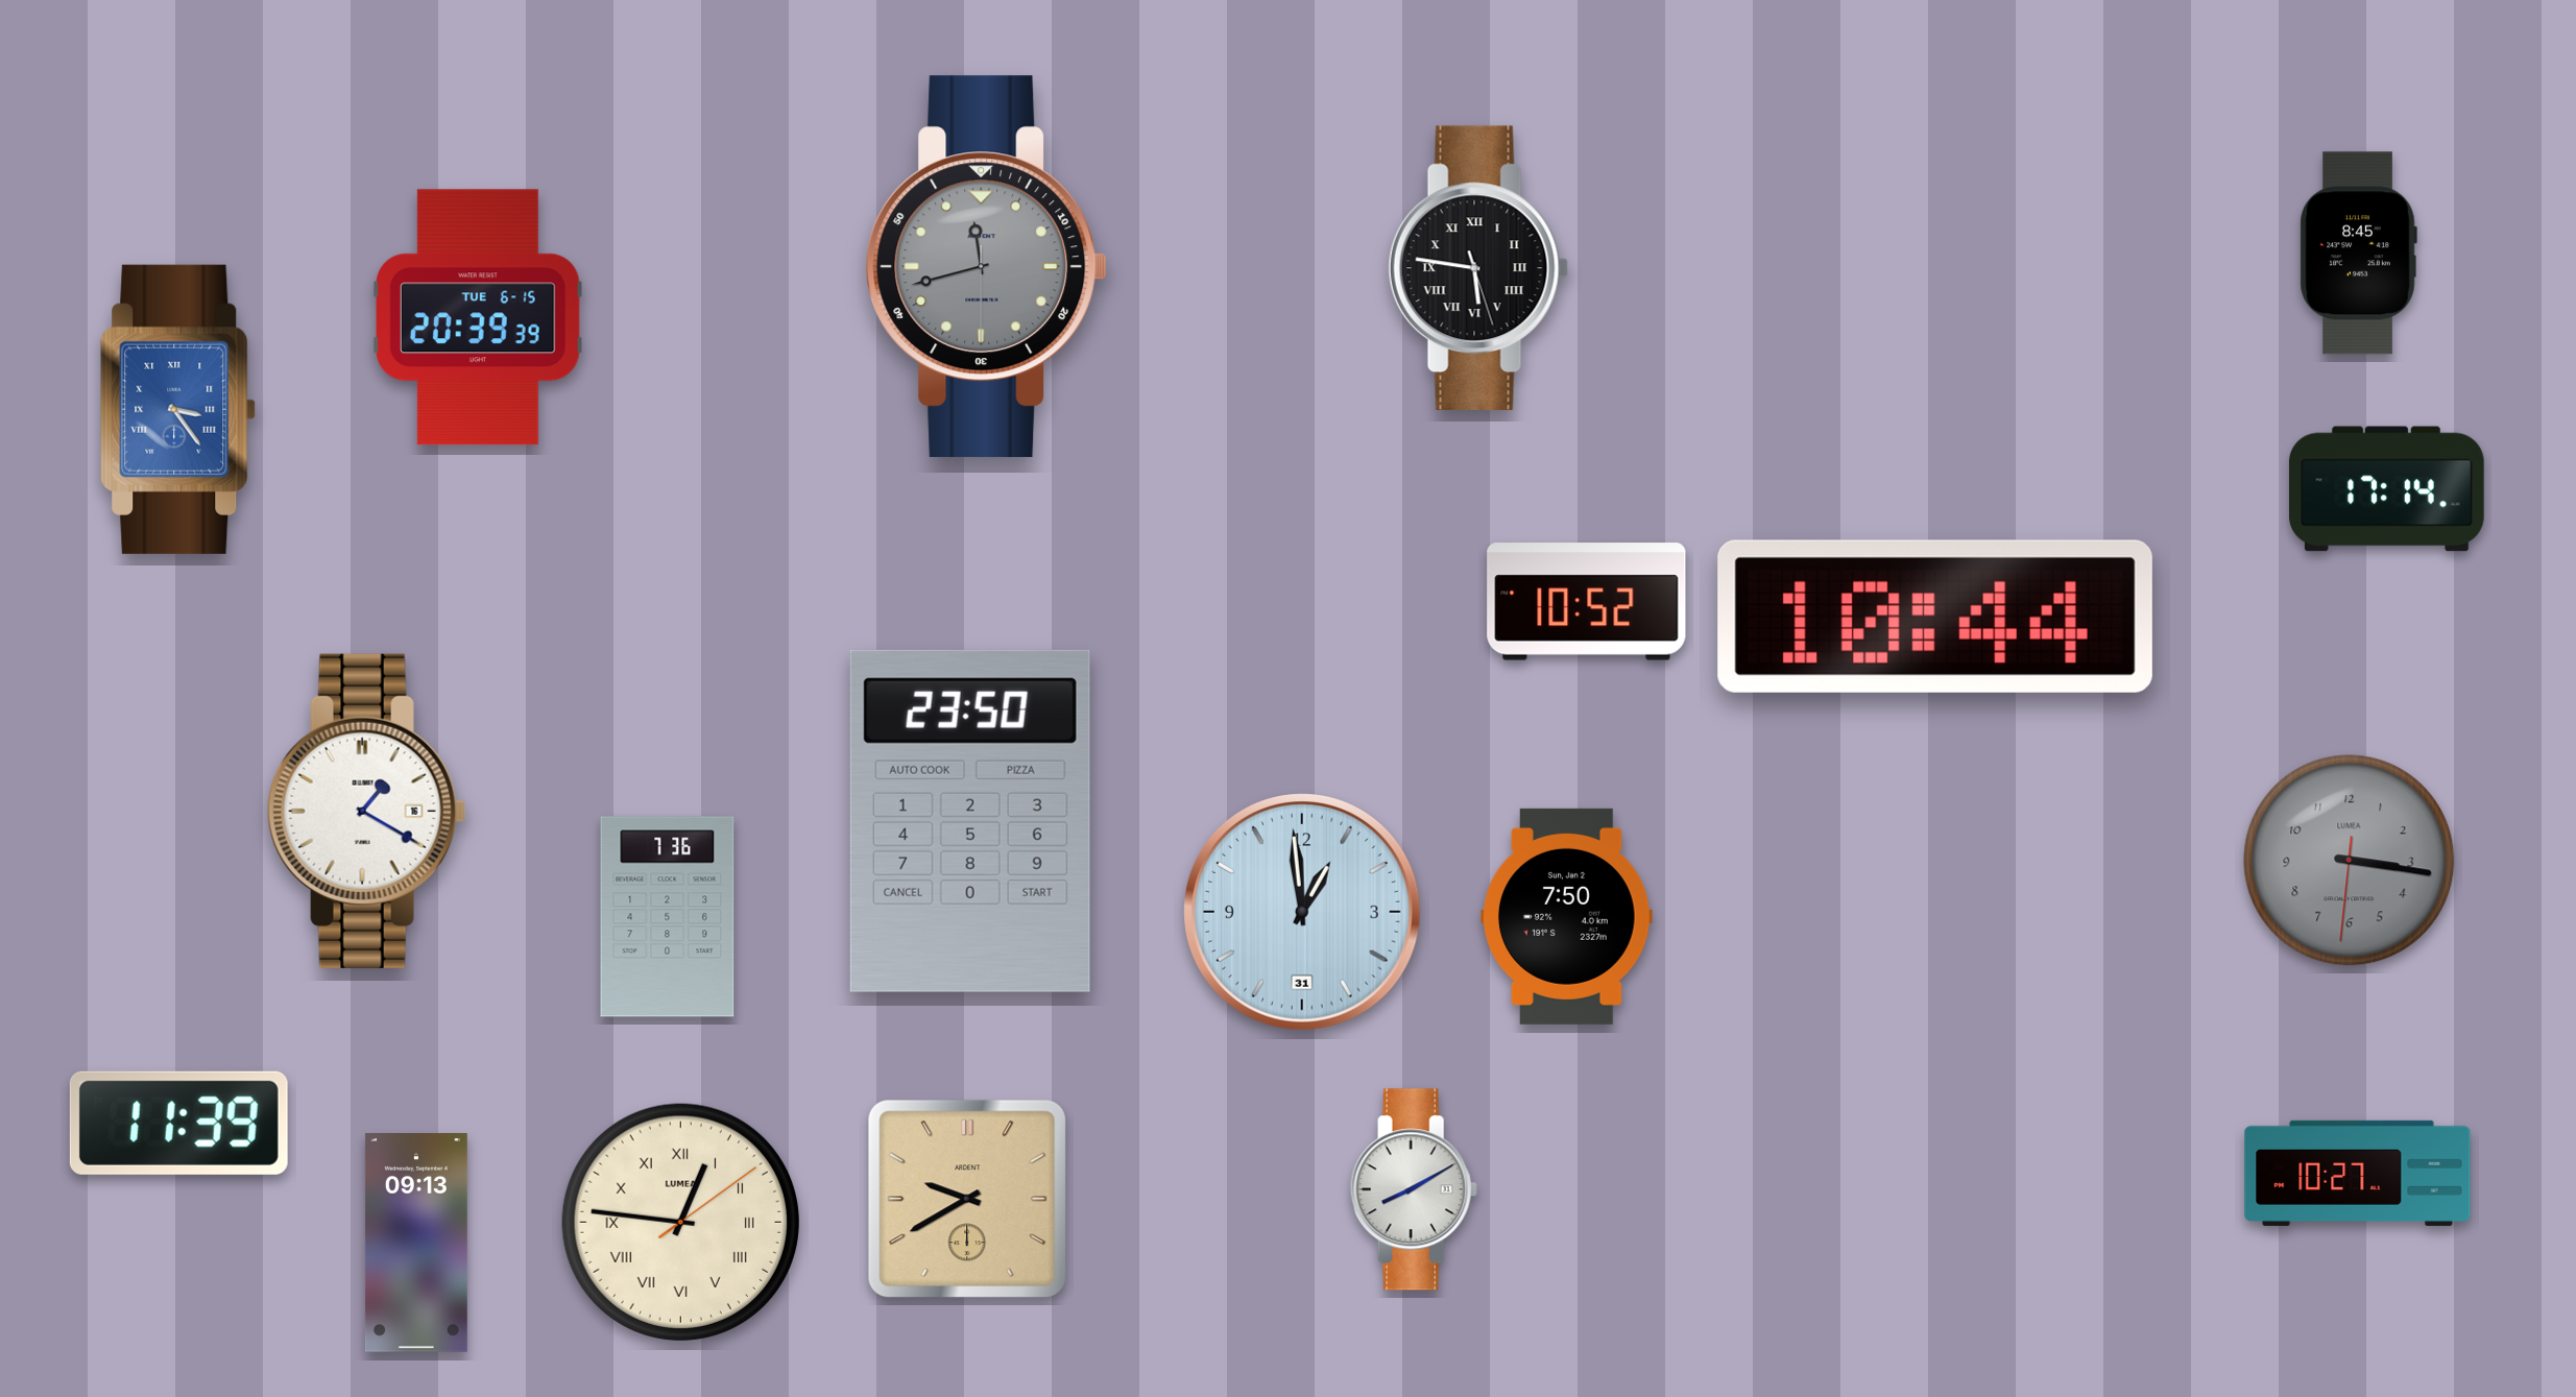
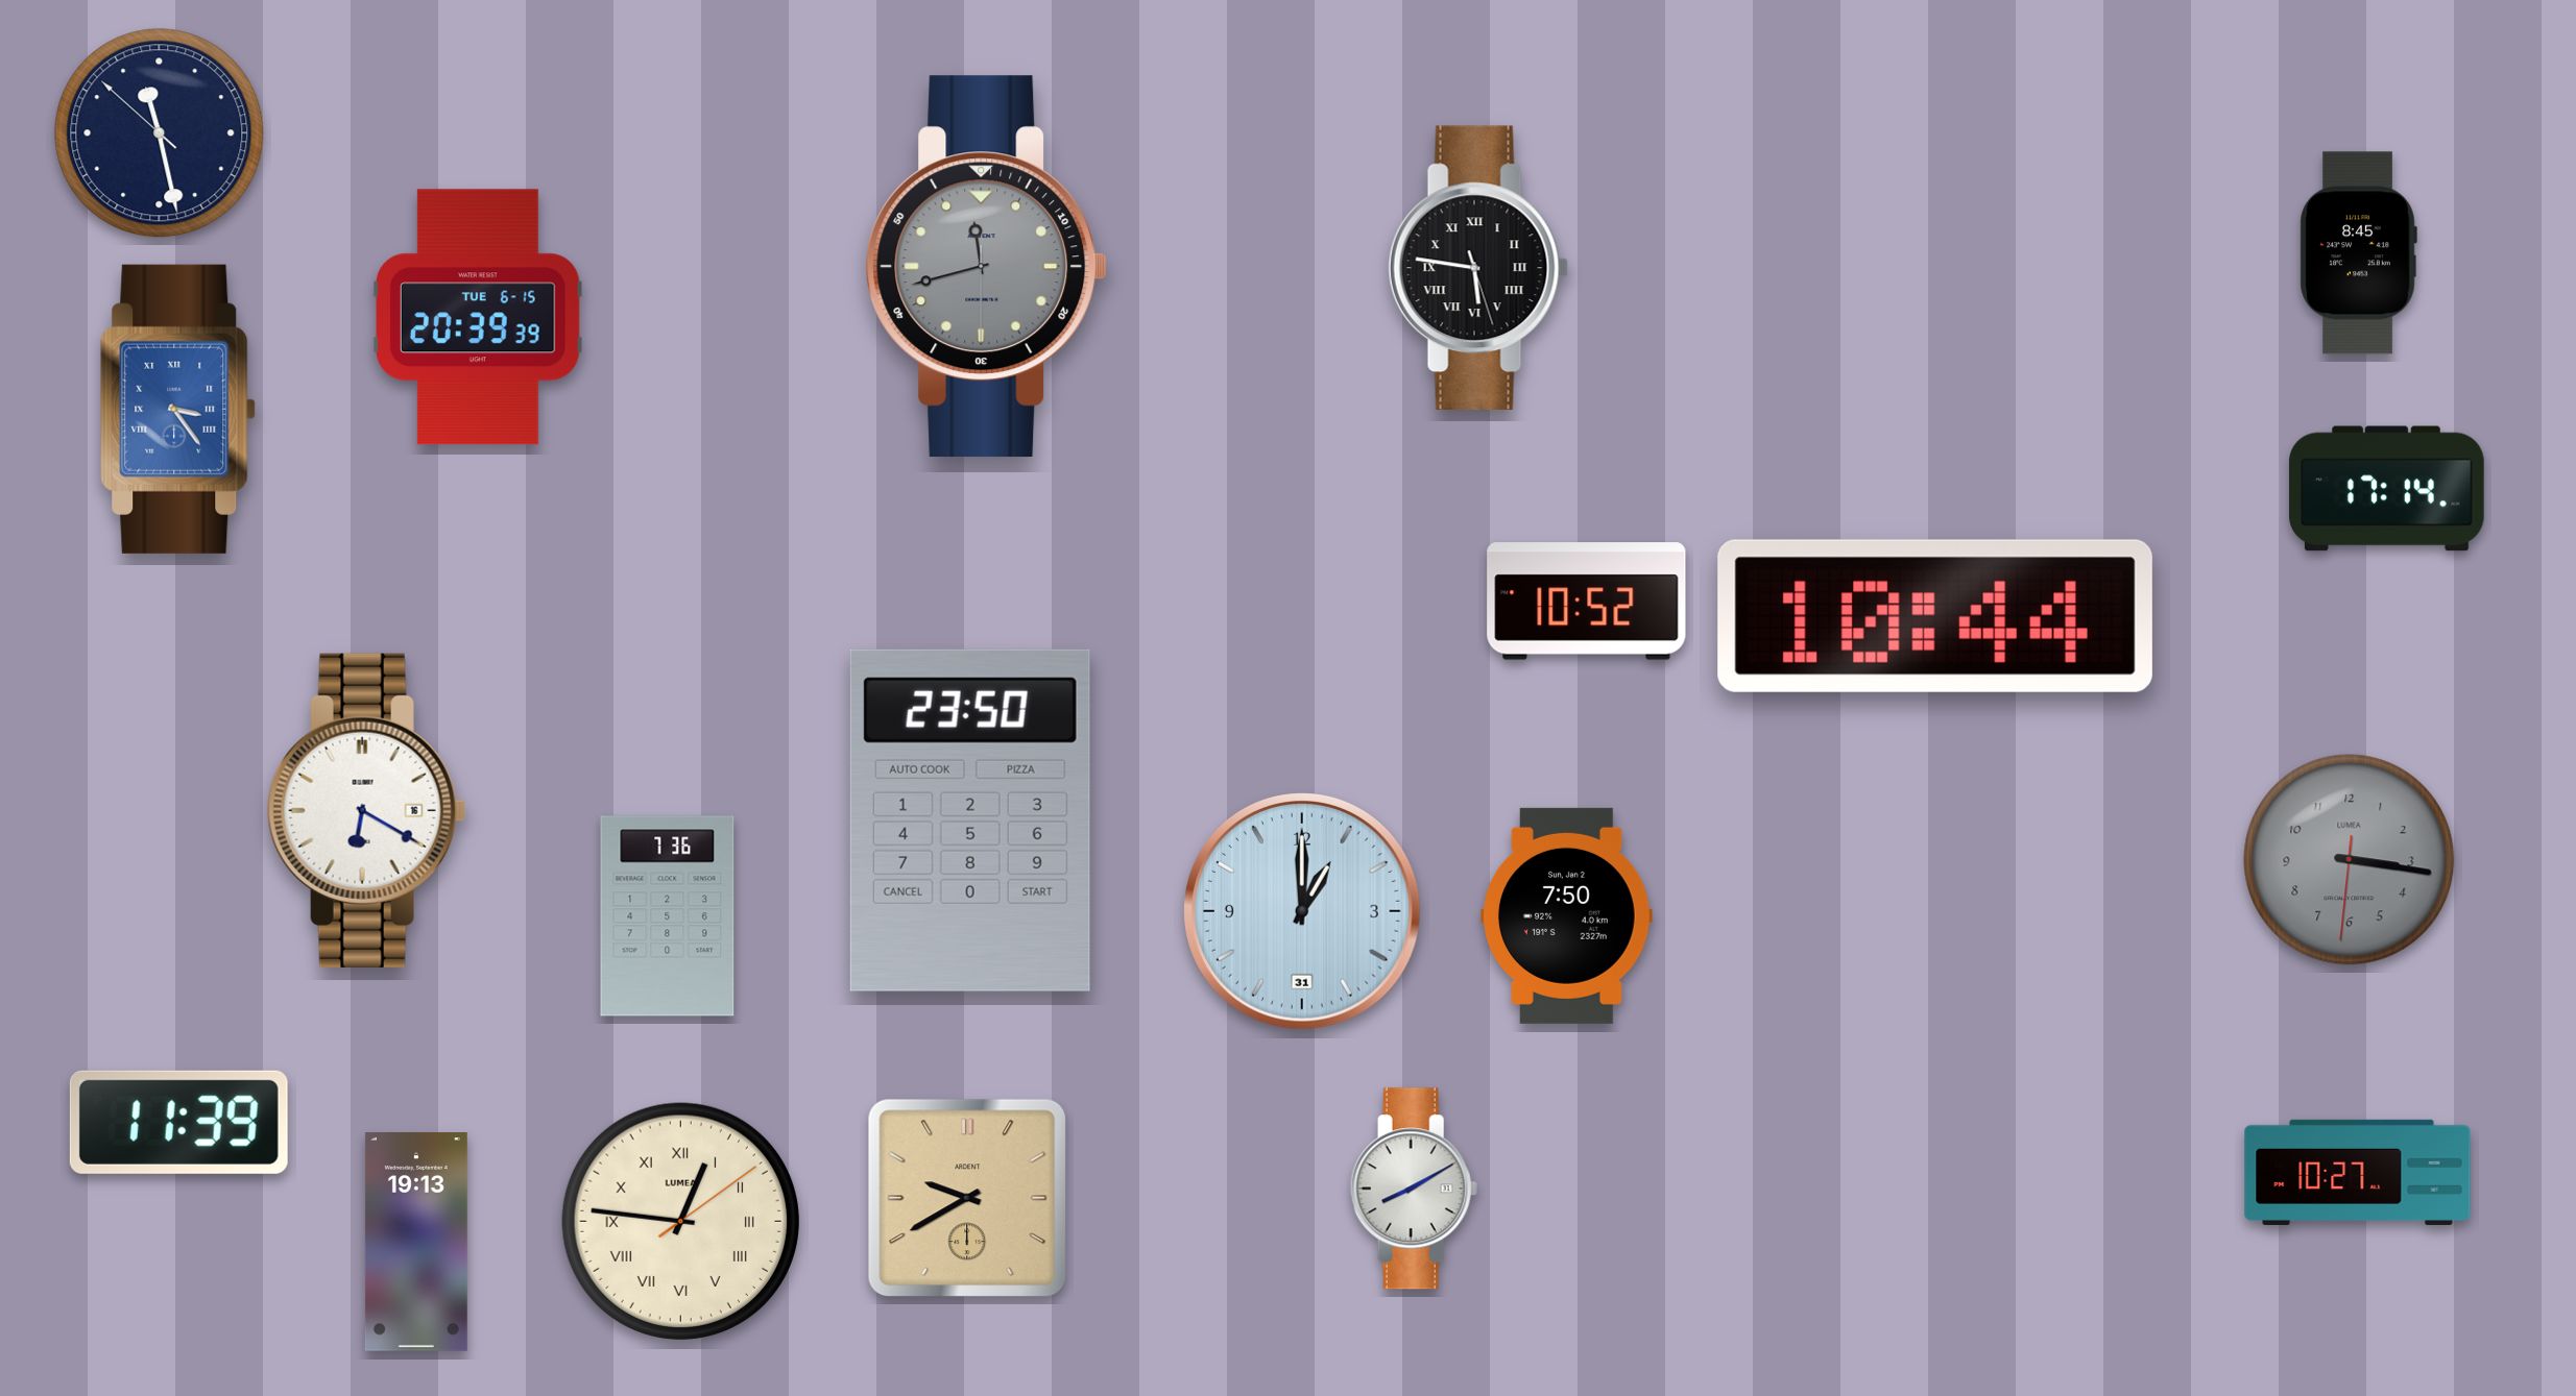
clock at (160, 133): none -> 11:27
clock at (366, 811): 1:20 -> 6:20
clock at (1303, 913): 12:59 -> 1:00
clock at (416, 1244): 09:13 -> 19:13
